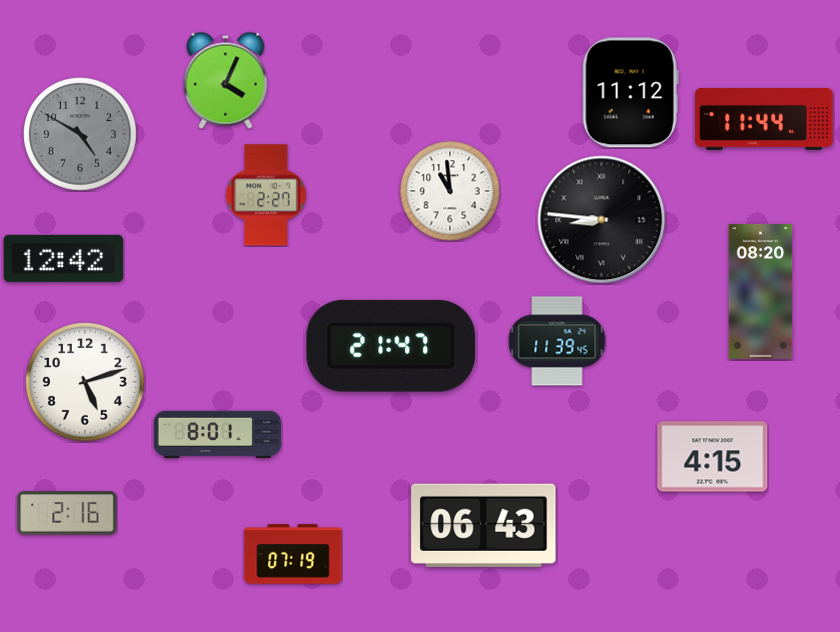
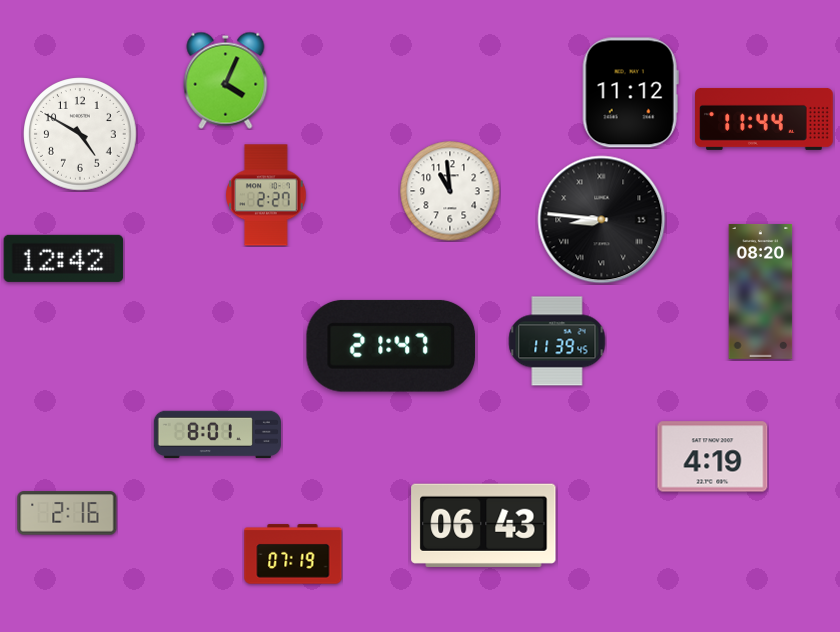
clock at (80, 134) dial: grey -> white
clock at (85, 382): 5:12 -> none
clock at (713, 457): 4:15 -> 4:19
